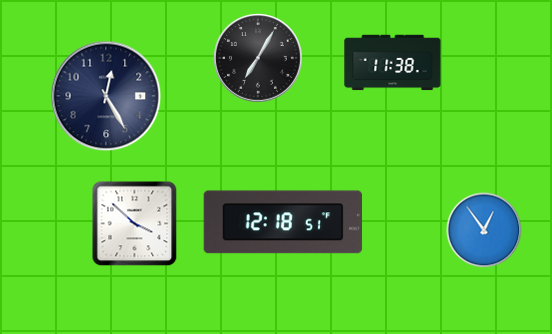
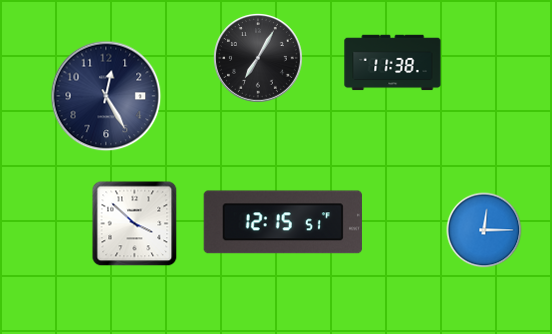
clock at (282, 222): 12:18 -> 12:15
clock at (484, 230): 12:54 -> 12:15
